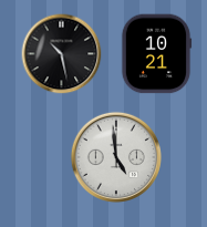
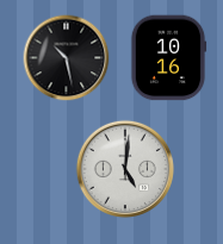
clock at (156, 54): 10:21 -> 10:16
clock at (115, 156): 4:59 -> 5:01
